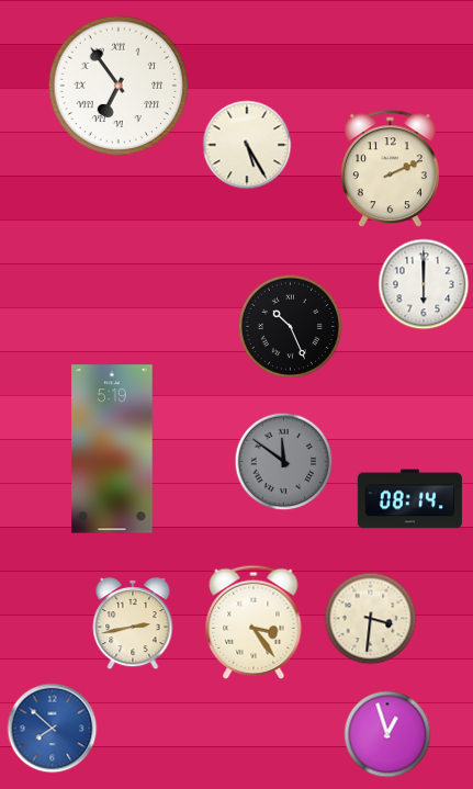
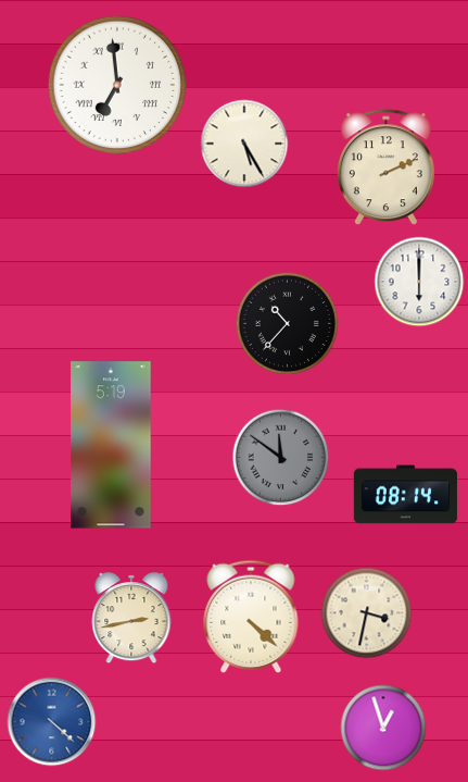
clock at (119, 86): 6:54 -> 6:59
clock at (290, 326): 10:26 -> 10:37
clock at (371, 619): 3:31 -> 3:32
clock at (254, 622): 3:24 -> 4:22
clock at (53, 729): 7:52 -> 4:22
